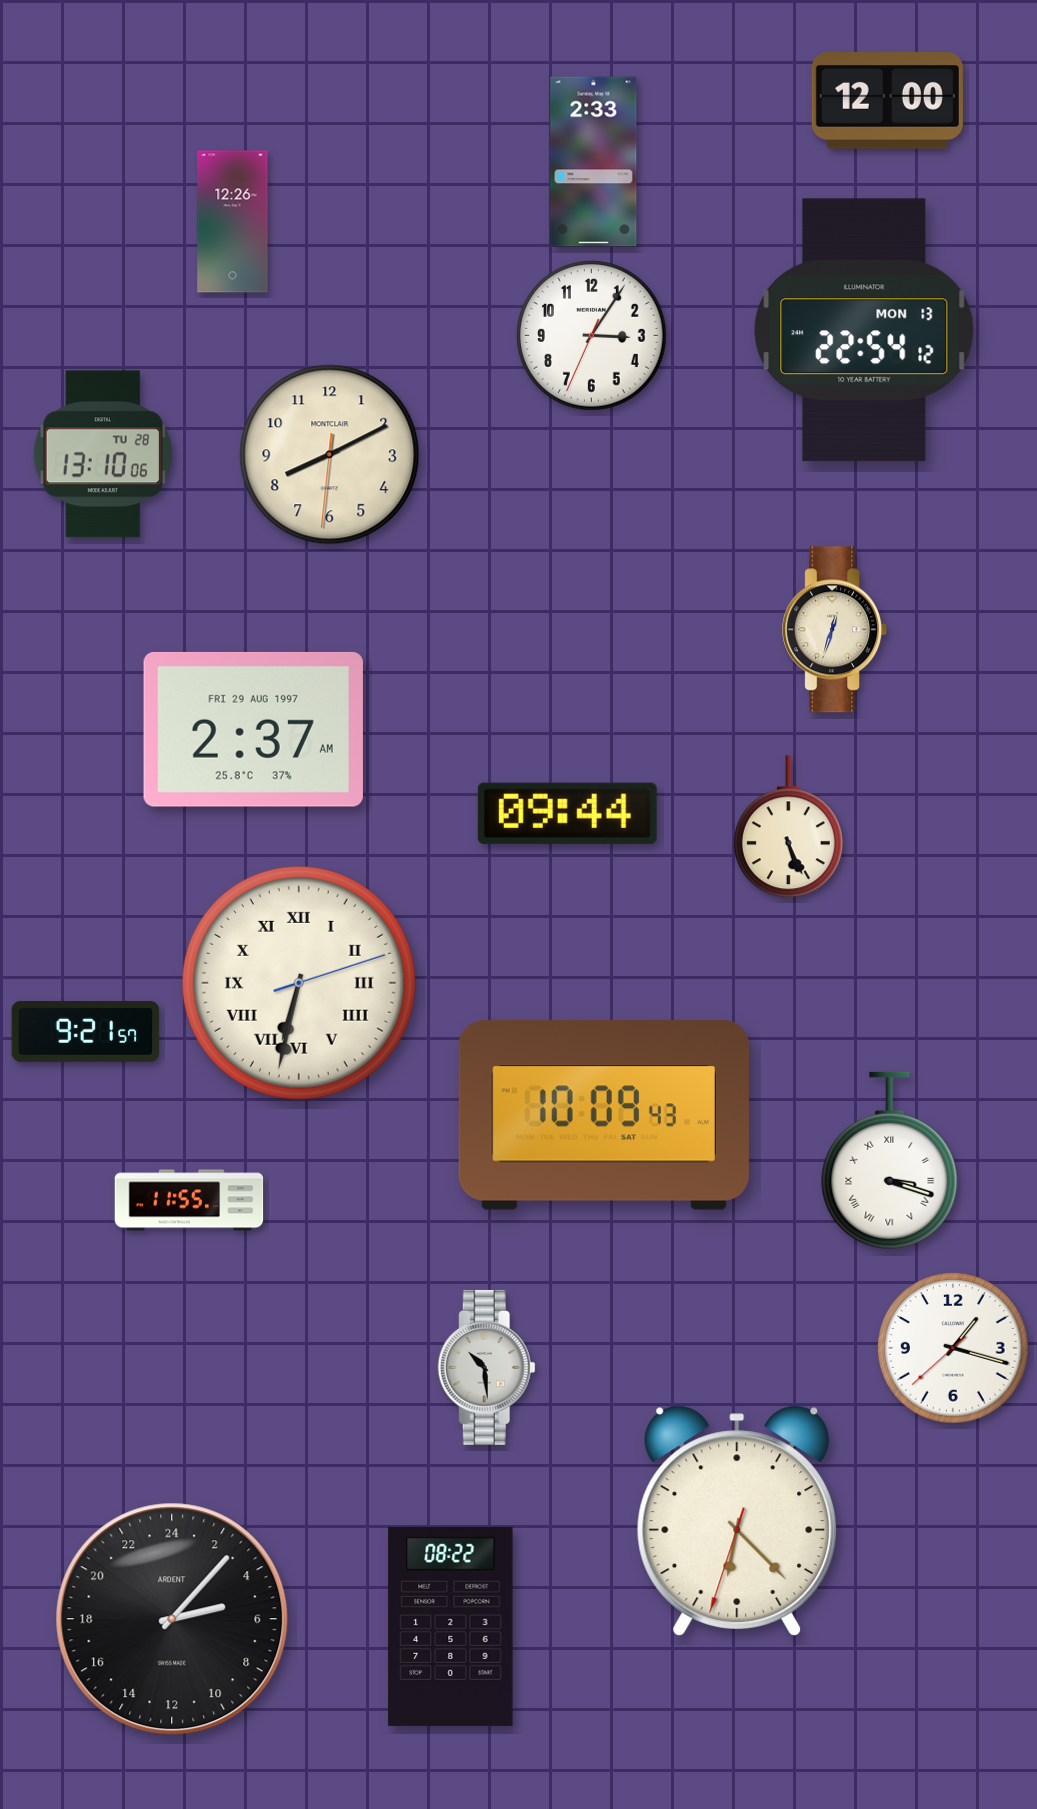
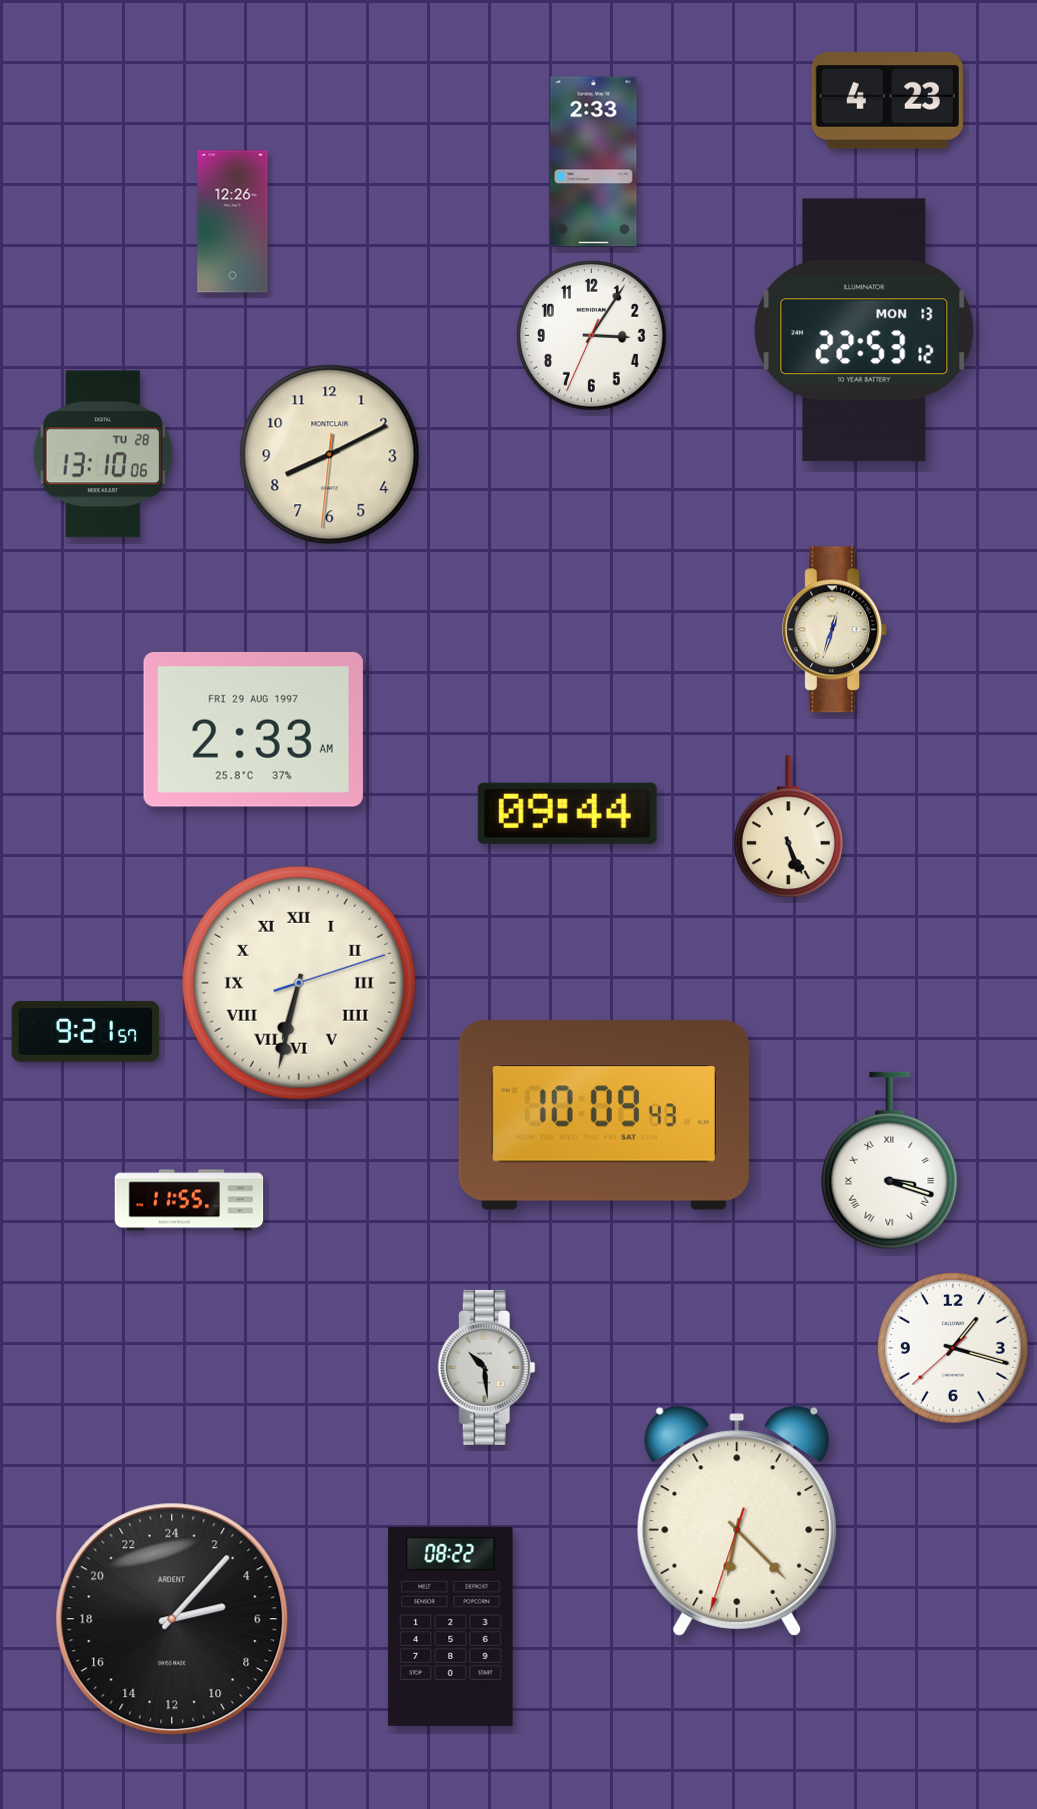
clock at (887, 101): 12:00 -> 4:23
clock at (864, 330): 22:54 -> 22:53
clock at (253, 729): 2:37 -> 2:33
